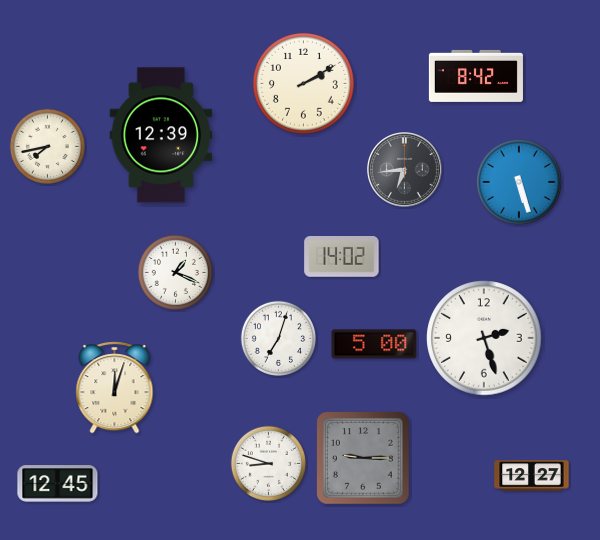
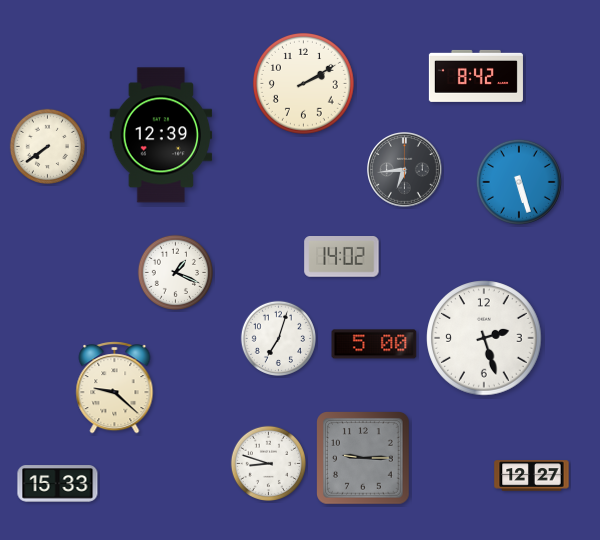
clock at (47, 146): 7:43 -> 7:39
clock at (115, 388): 12:03 -> 9:22
clock at (58, 484): 12:45 -> 15:33
